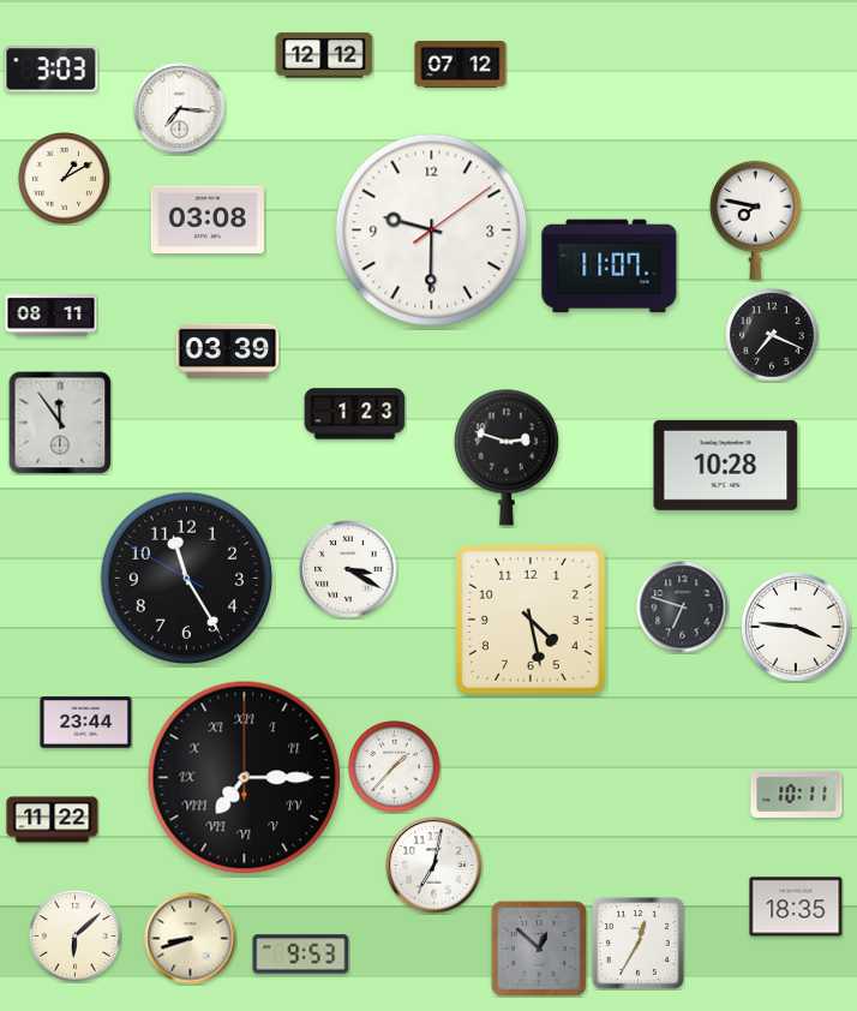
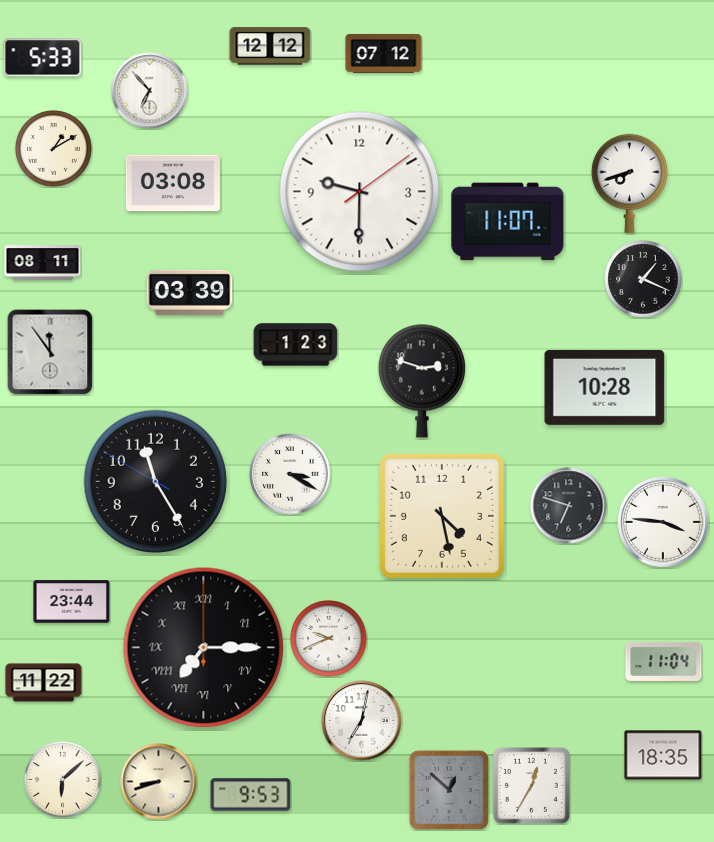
clock at (52, 70): 3:03 -> 5:33
clock at (180, 109): 7:16 -> 6:53
clock at (755, 220): 7:47 -> 7:42
clock at (772, 335): 7:19 -> 1:19
clock at (395, 767): 1:37 -> 9:41
clock at (797, 794): 10:11 -> 11:04
